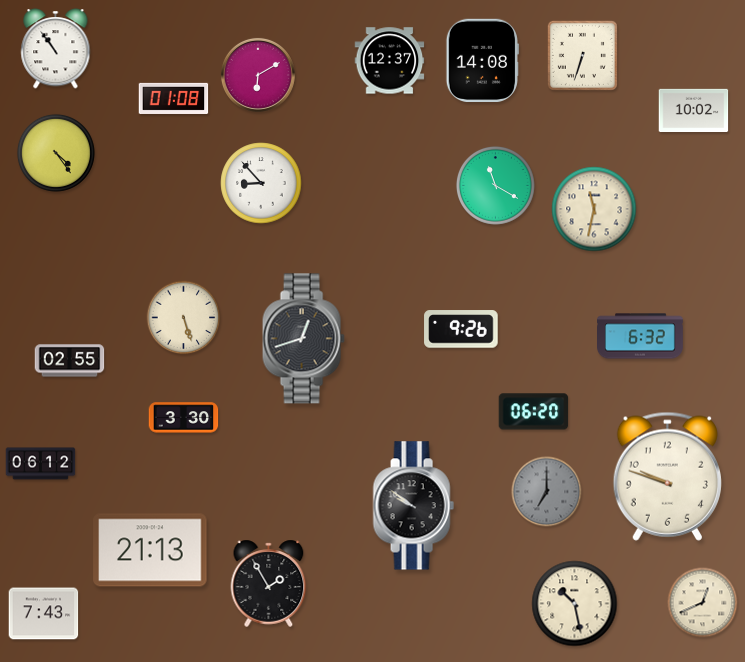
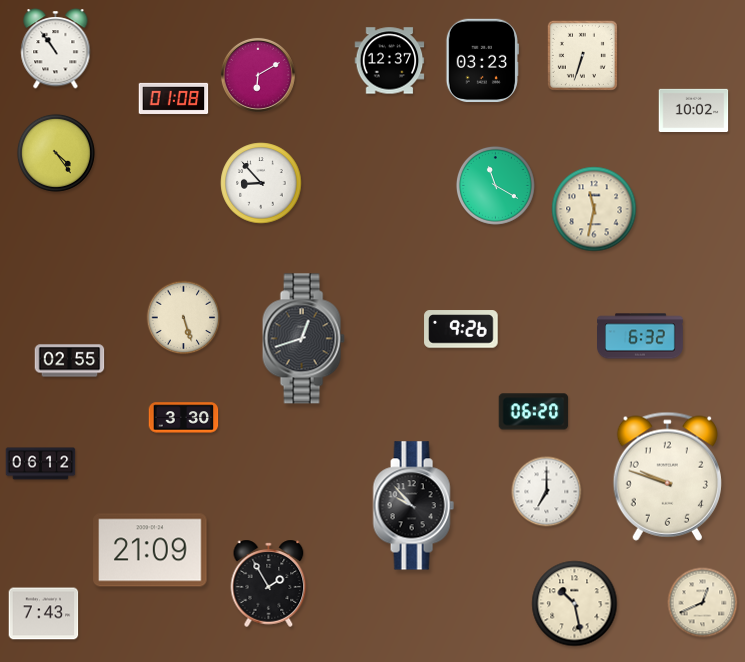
clock at (482, 61): 14:08 -> 03:23
clock at (547, 492) dial: grey -> white
clock at (413, 506): 9:51 -> 9:53
clock at (150, 550): 21:13 -> 21:09
